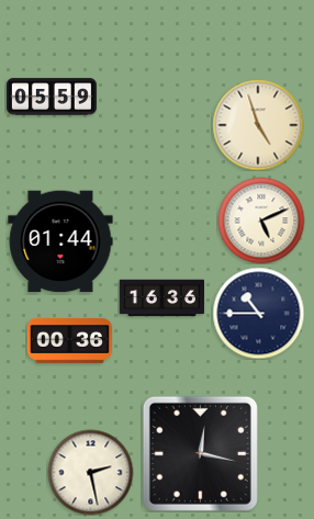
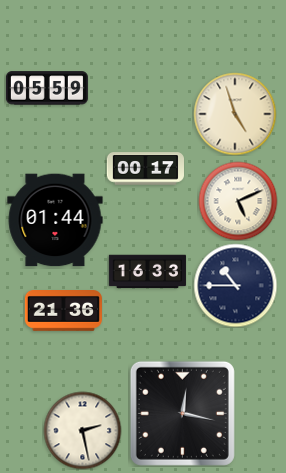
clock at (145, 169): none -> 00:17
clock at (161, 298): 16:36 -> 16:33
clock at (69, 341): 00:36 -> 21:36
